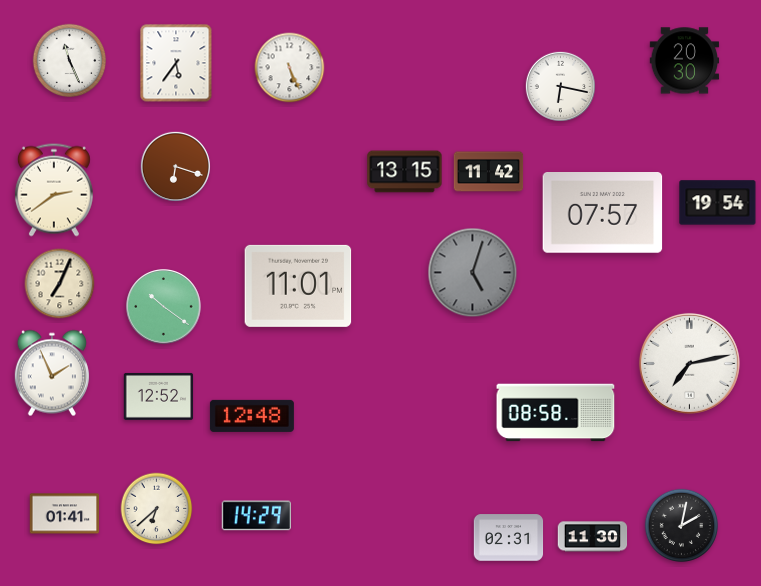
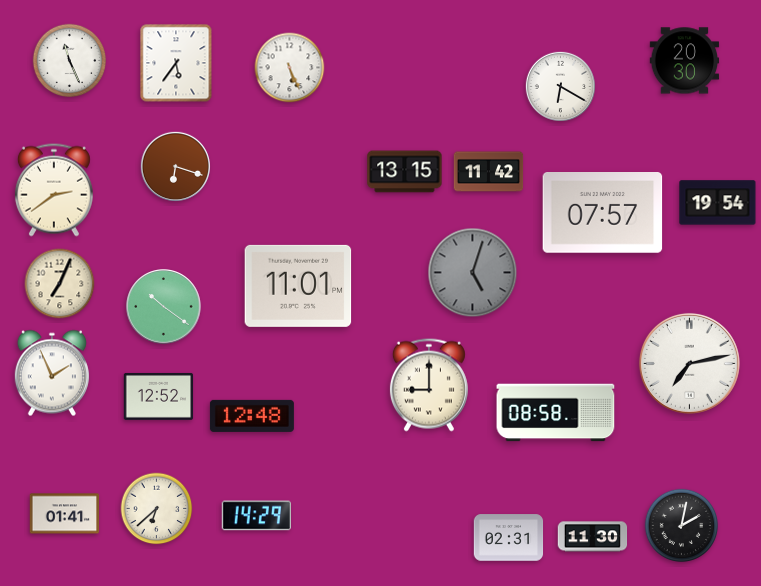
clock at (560, 86): 6:17 -> 6:20
clock at (429, 385): none -> 9:00
